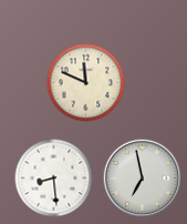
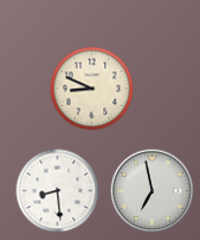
clock at (86, 83): 11:49 -> 8:49
